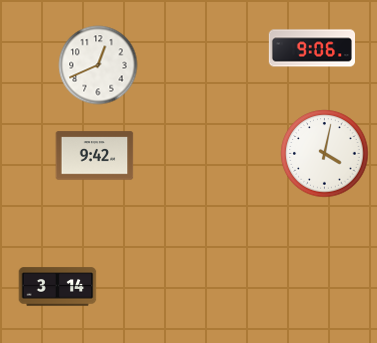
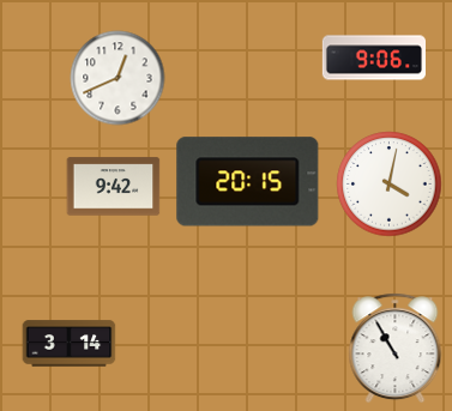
clock at (248, 182): none -> 20:15
clock at (396, 347): none -> 10:55
